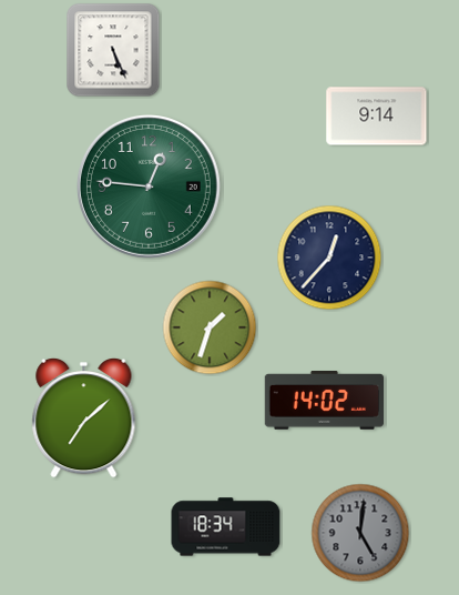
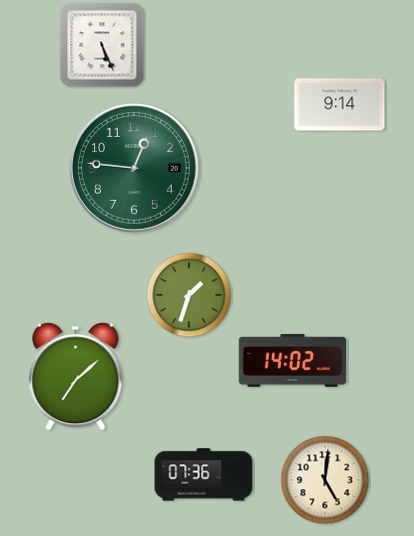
clock at (329, 258): 12:37 -> none
clock at (226, 527): 18:34 -> 07:36
clock at (360, 533) dial: grey -> cream
